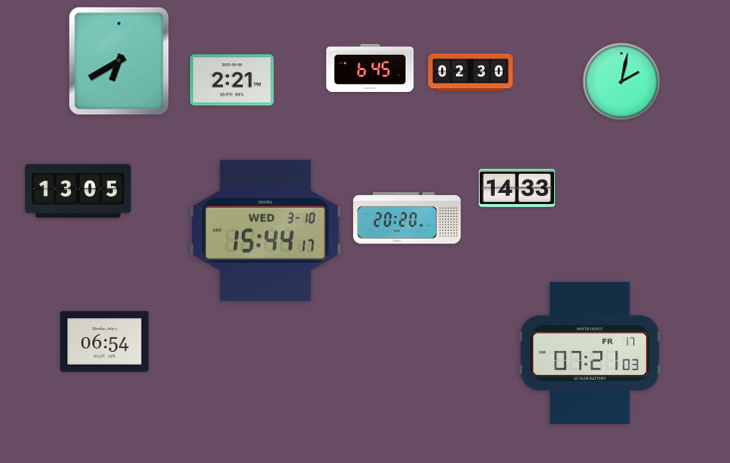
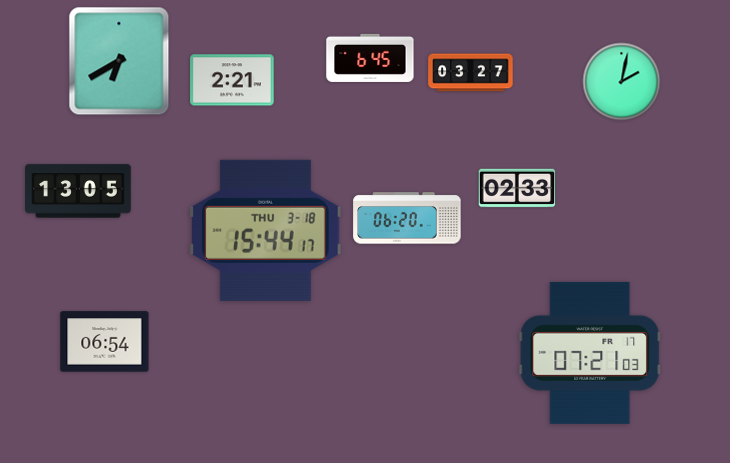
clock at (370, 68) position: (370, 68) -> (370, 58)
clock at (471, 73): 02:30 -> 03:27
clock at (517, 188): 14:33 -> 02:33
clock at (407, 218): 20:20 -> 06:20
clock at (266, 230) date: WED 3-10 -> THU 3-18
